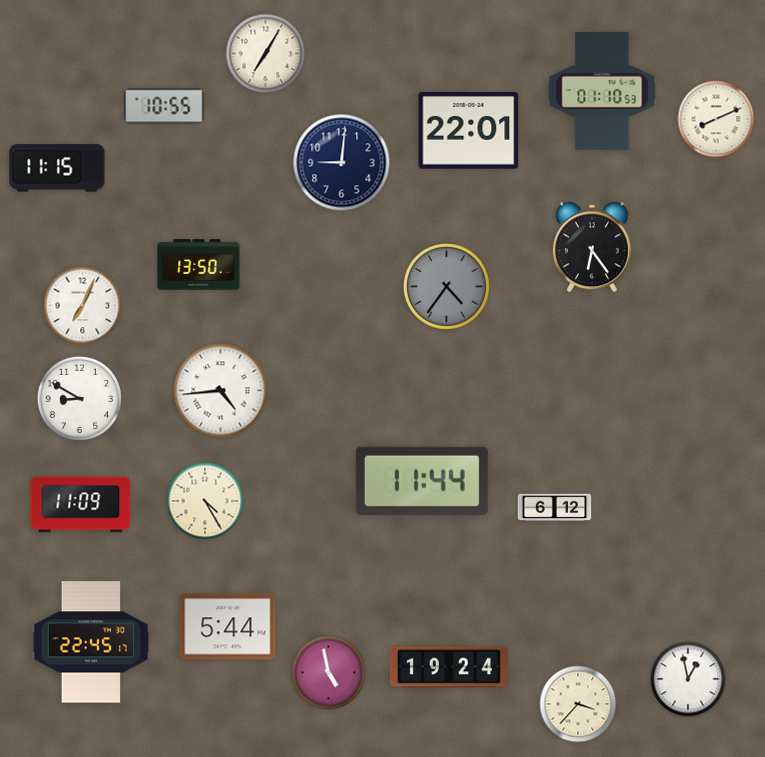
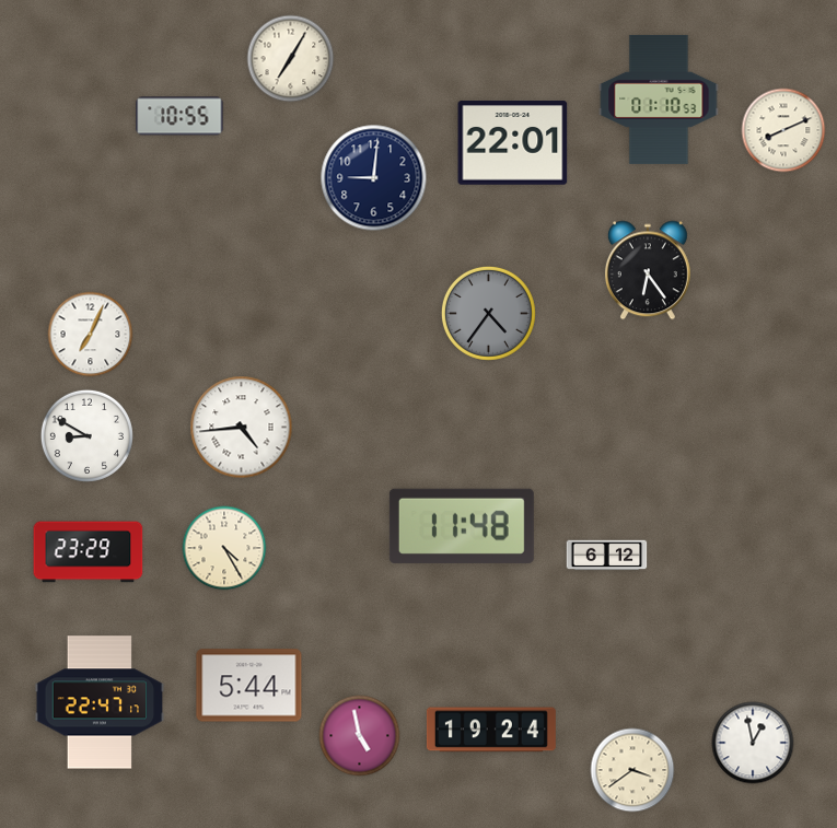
clock at (57, 168): 11:15 -> none
clock at (199, 265): 13:50 -> none
clock at (422, 481): 11:44 -> 11:48
clock at (81, 505): 11:09 -> 23:29
clock at (91, 642): 22:45 -> 22:47
clock at (578, 704): 3:37 -> 3:39
